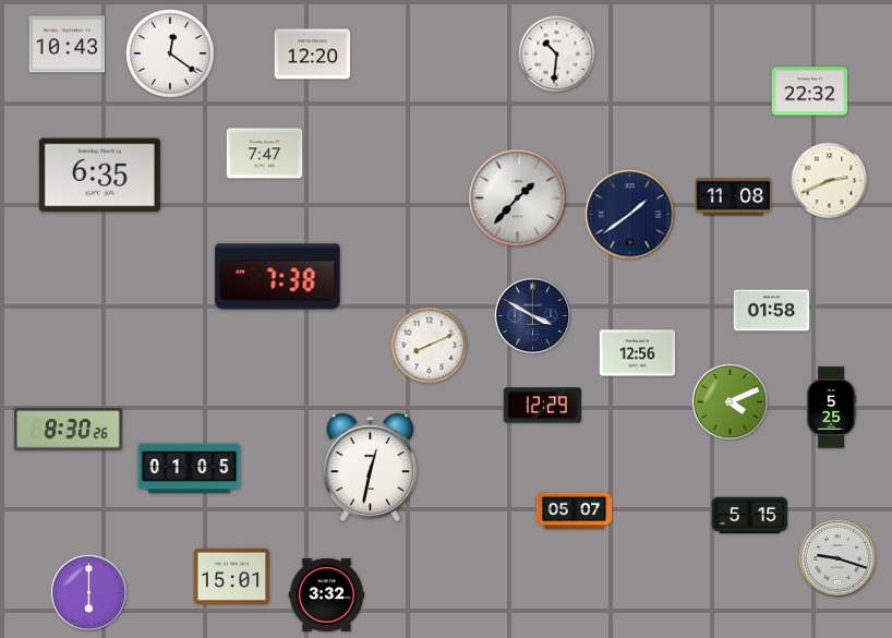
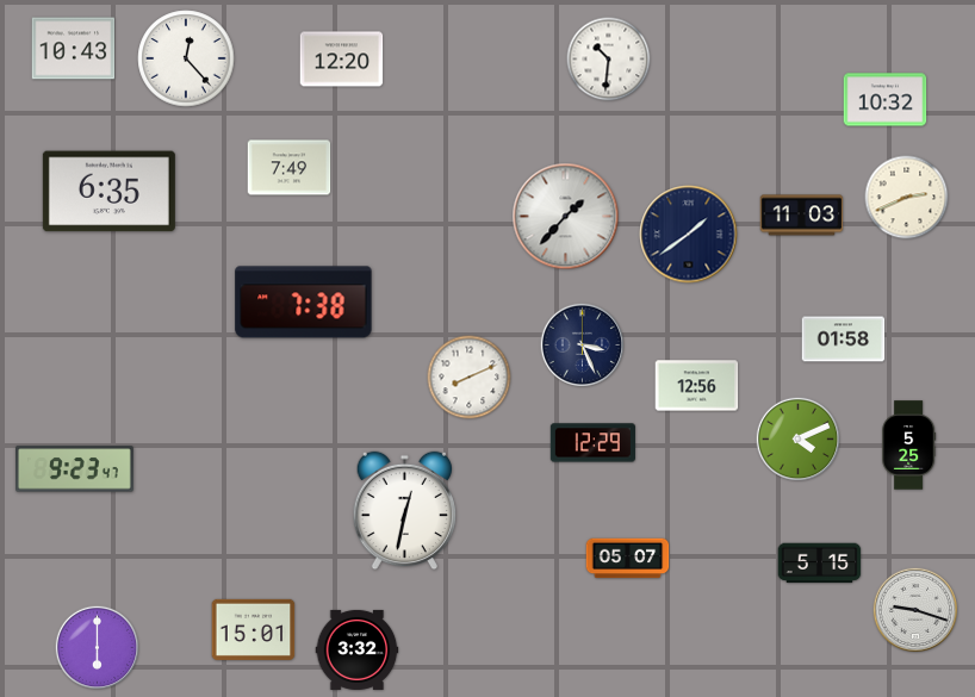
clock at (170, 53): 12:21 -> 12:23
clock at (810, 92): 22:32 -> 10:32
clock at (265, 154): 7:47 -> 7:49
clock at (734, 197): 11:08 -> 11:03
clock at (533, 316): 3:50 -> 3:26
clock at (69, 430): 8:30 -> 9:23
clock at (190, 469): 01:05 -> none
